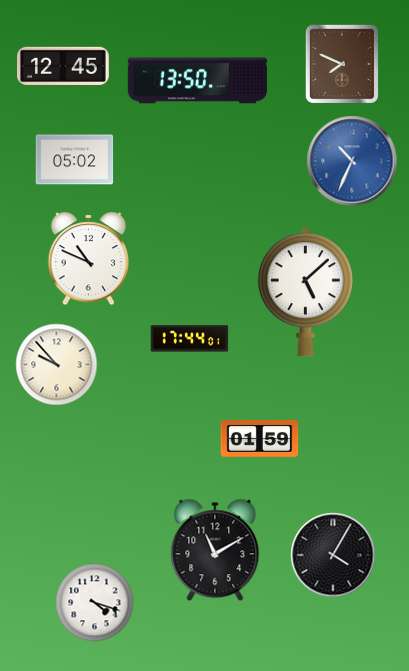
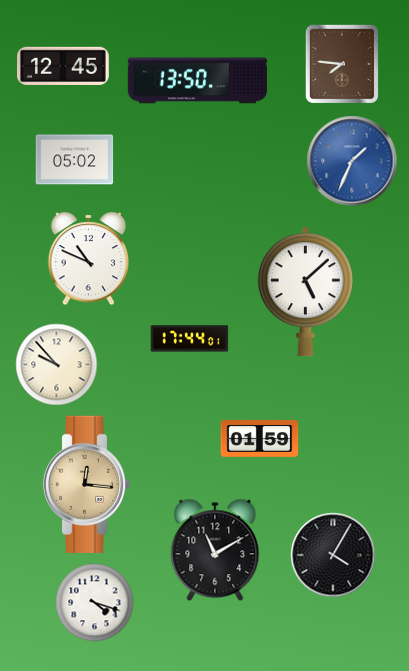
clock at (341, 64): 7:49 -> 7:46
clock at (352, 161): 10:34 -> 1:34
clock at (87, 484): none -> 12:16
